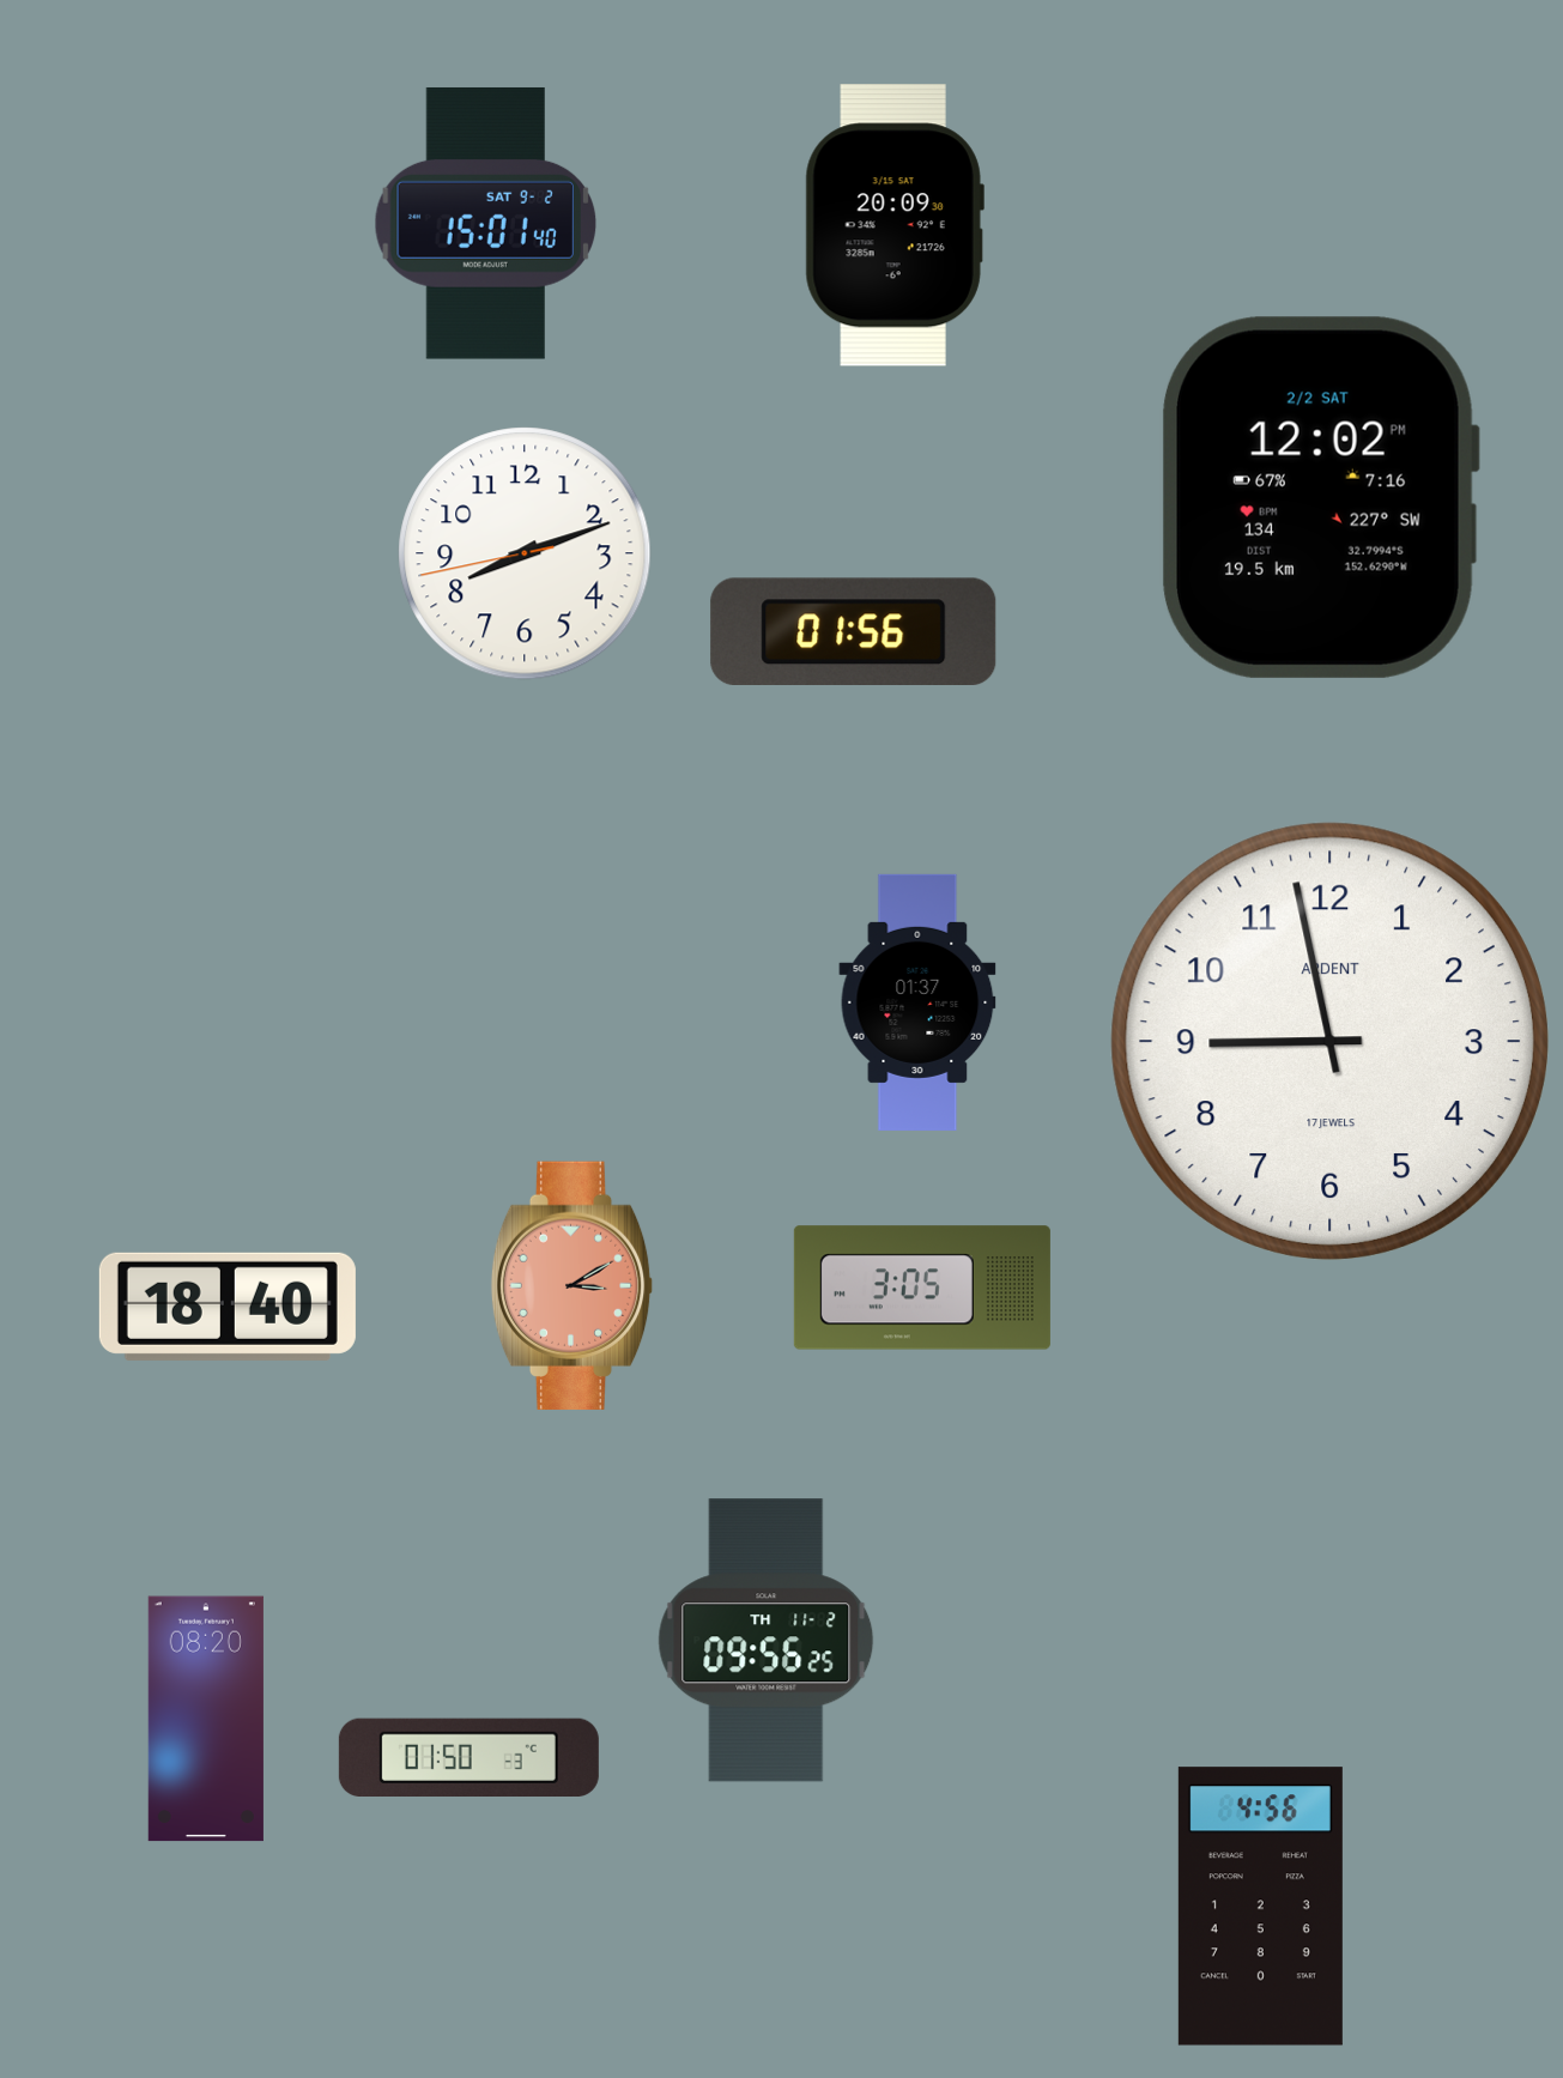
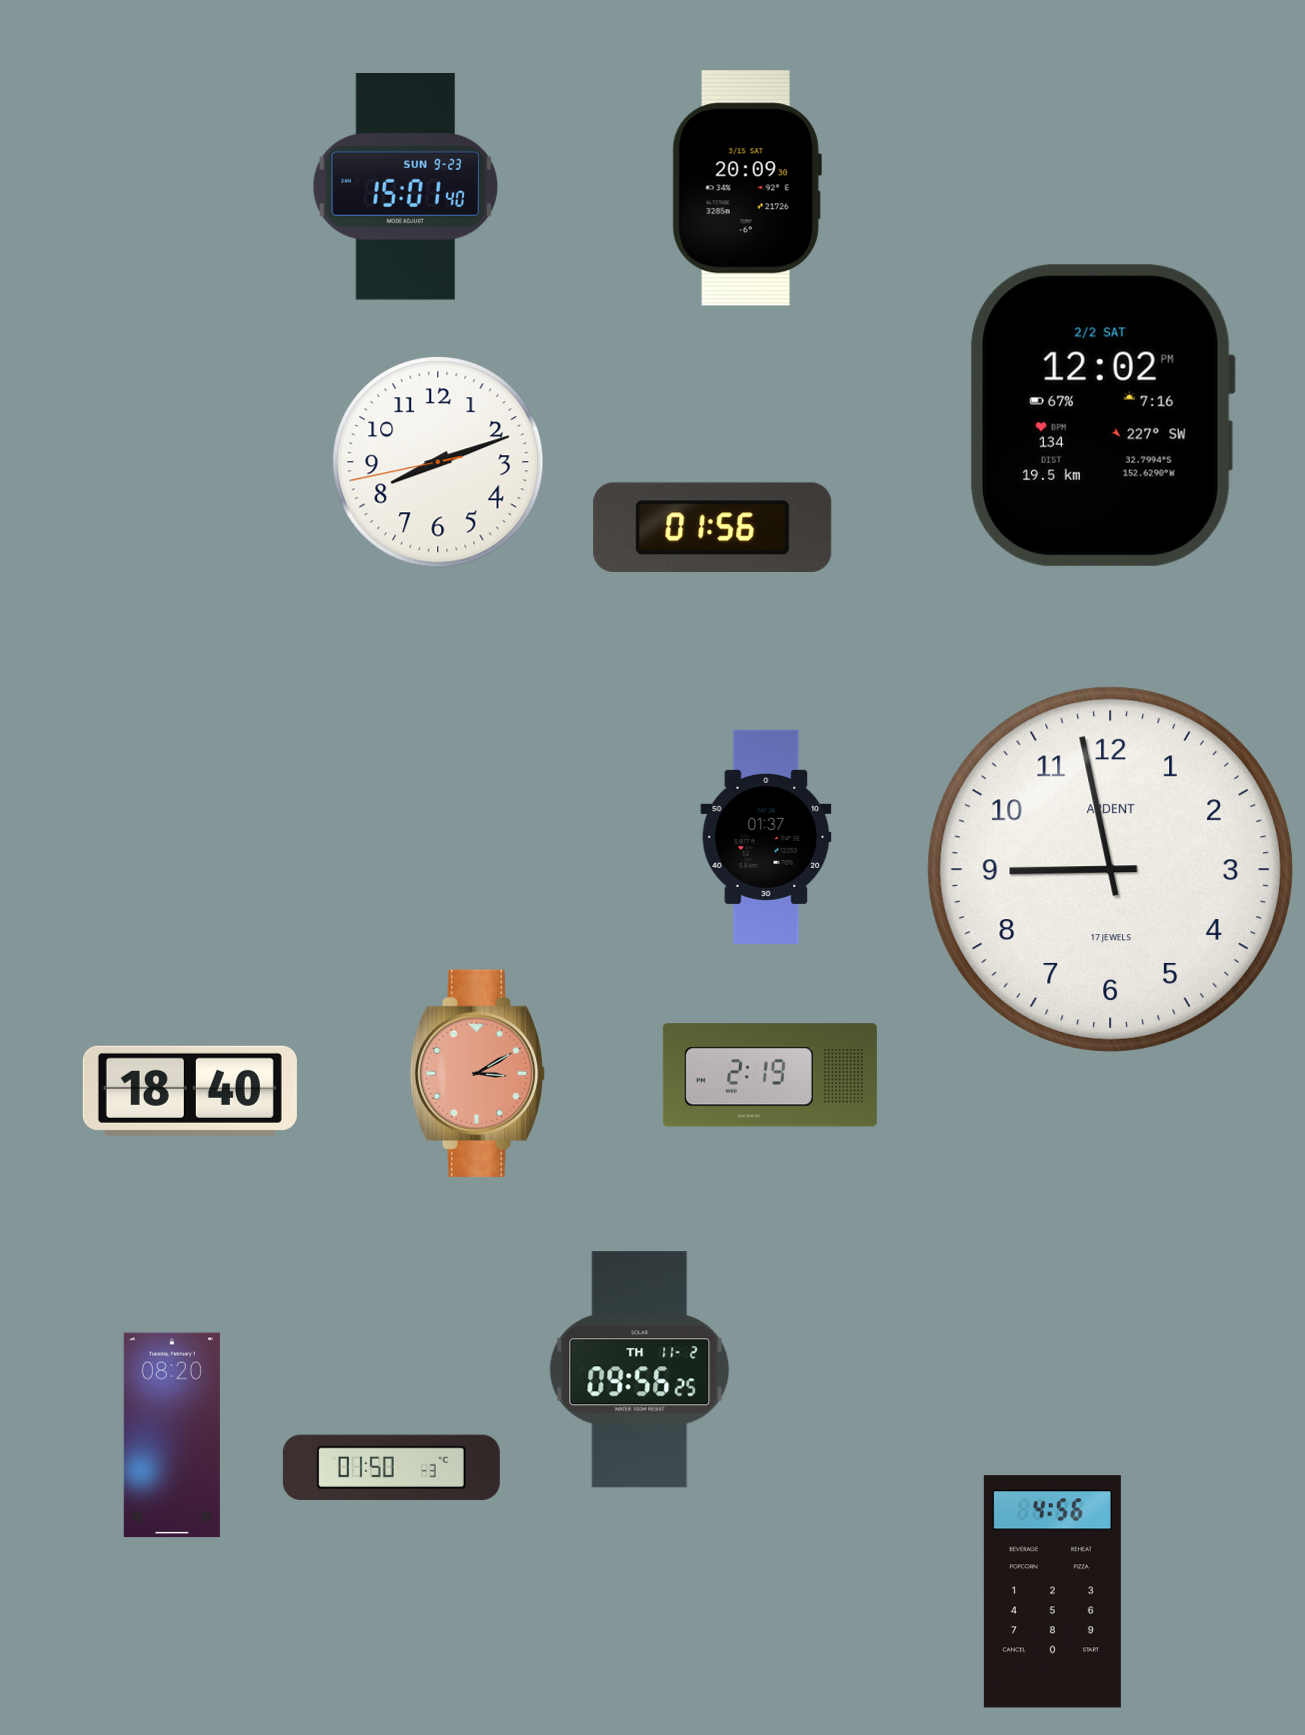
clock at (485, 223) date: SAT 9-2 -> SUN 9-23
clock at (922, 1288): 3:05 -> 2:19
